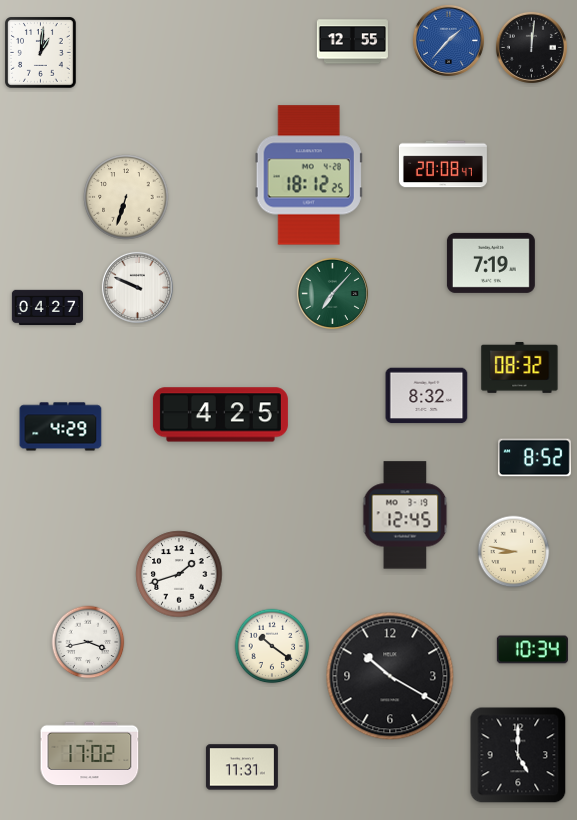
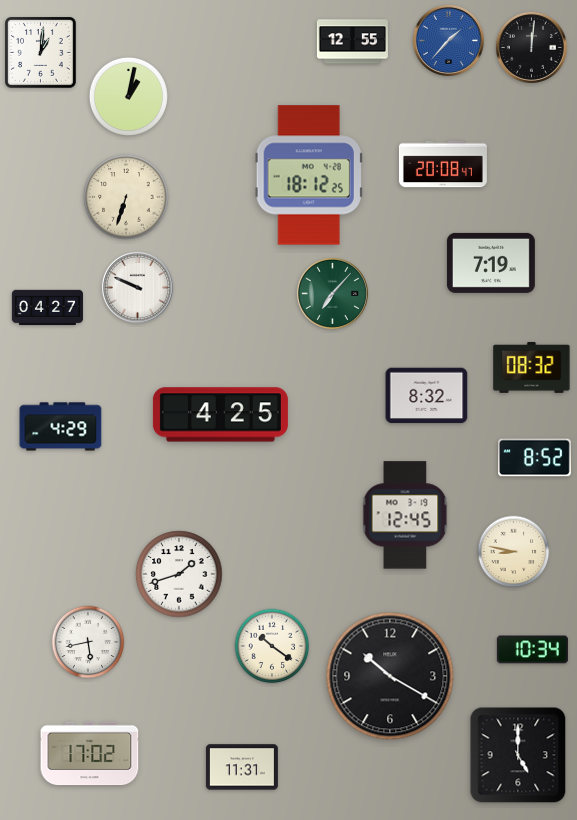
clock at (128, 96): none -> 1:02
clock at (520, 368) position: (520, 368) -> (532, 368)
clock at (88, 642): 3:43 -> 5:43
